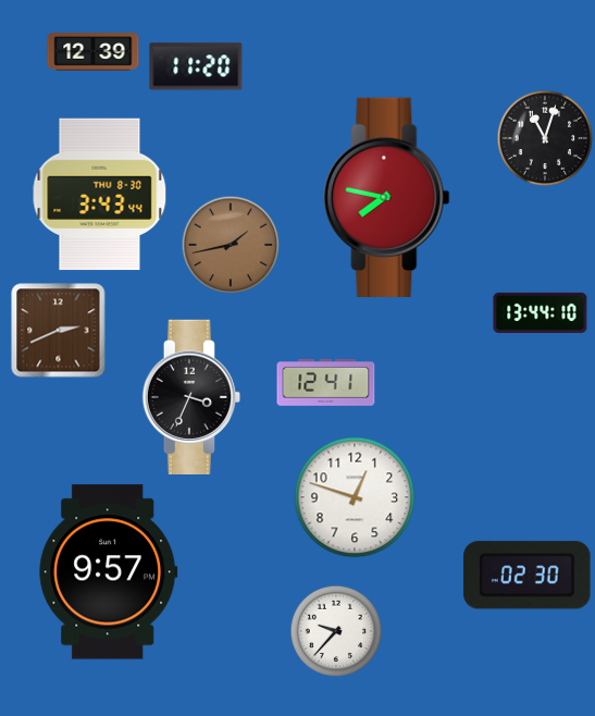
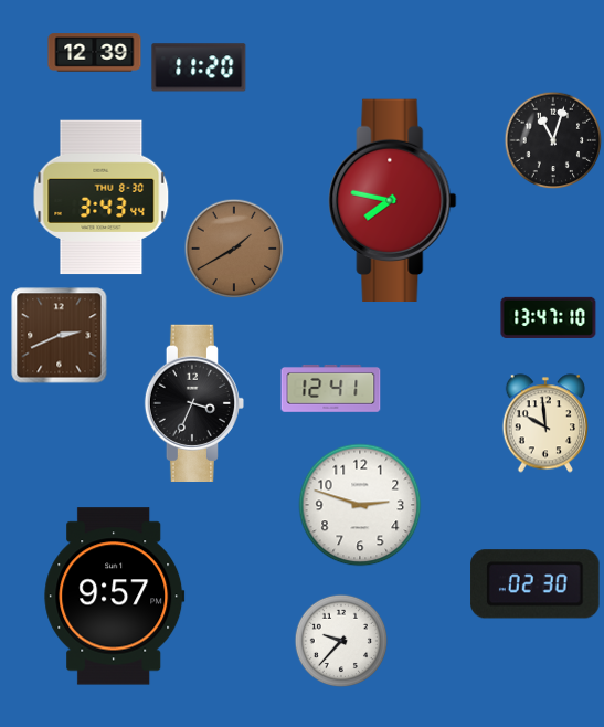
clock at (231, 245): 1:43 -> 1:40
clock at (541, 312): 13:44 -> 13:47
clock at (544, 423): none -> 9:59
clock at (355, 497): 12:48 -> 2:48
clock at (109, 572) position: (109, 572) -> (115, 597)
